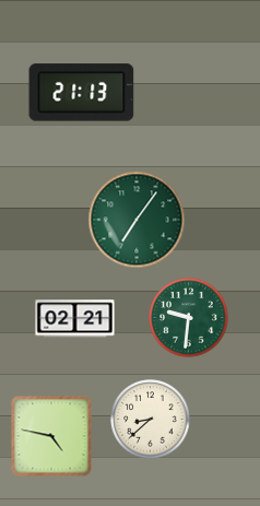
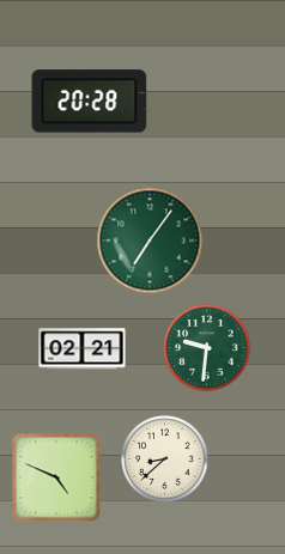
clock at (82, 93): 21:13 -> 20:28
clock at (51, 436): 4:47 -> 4:49
